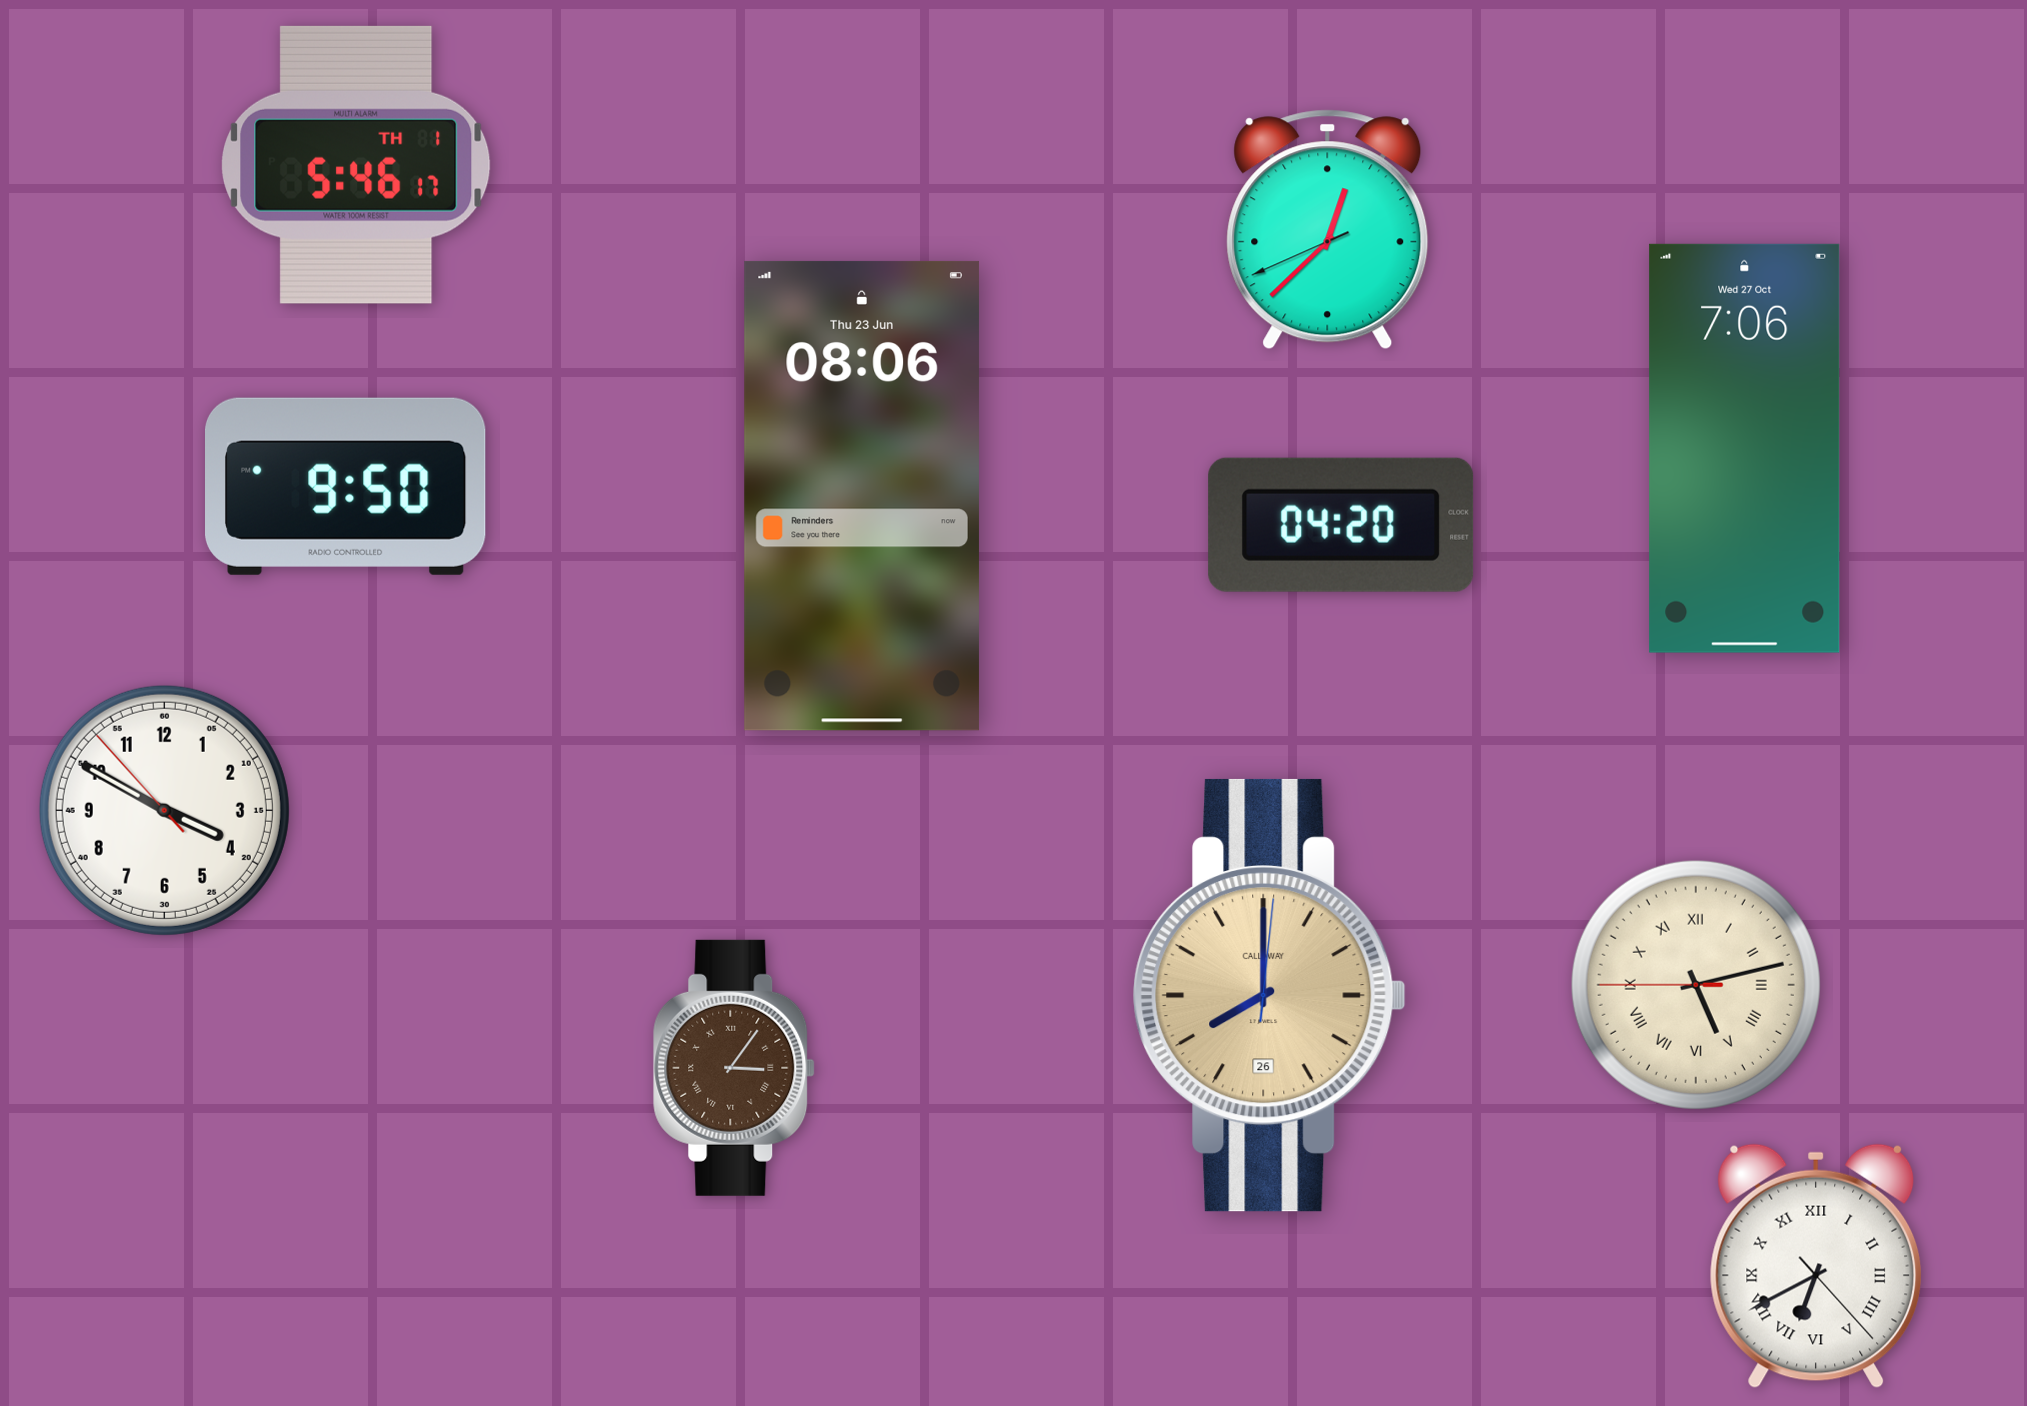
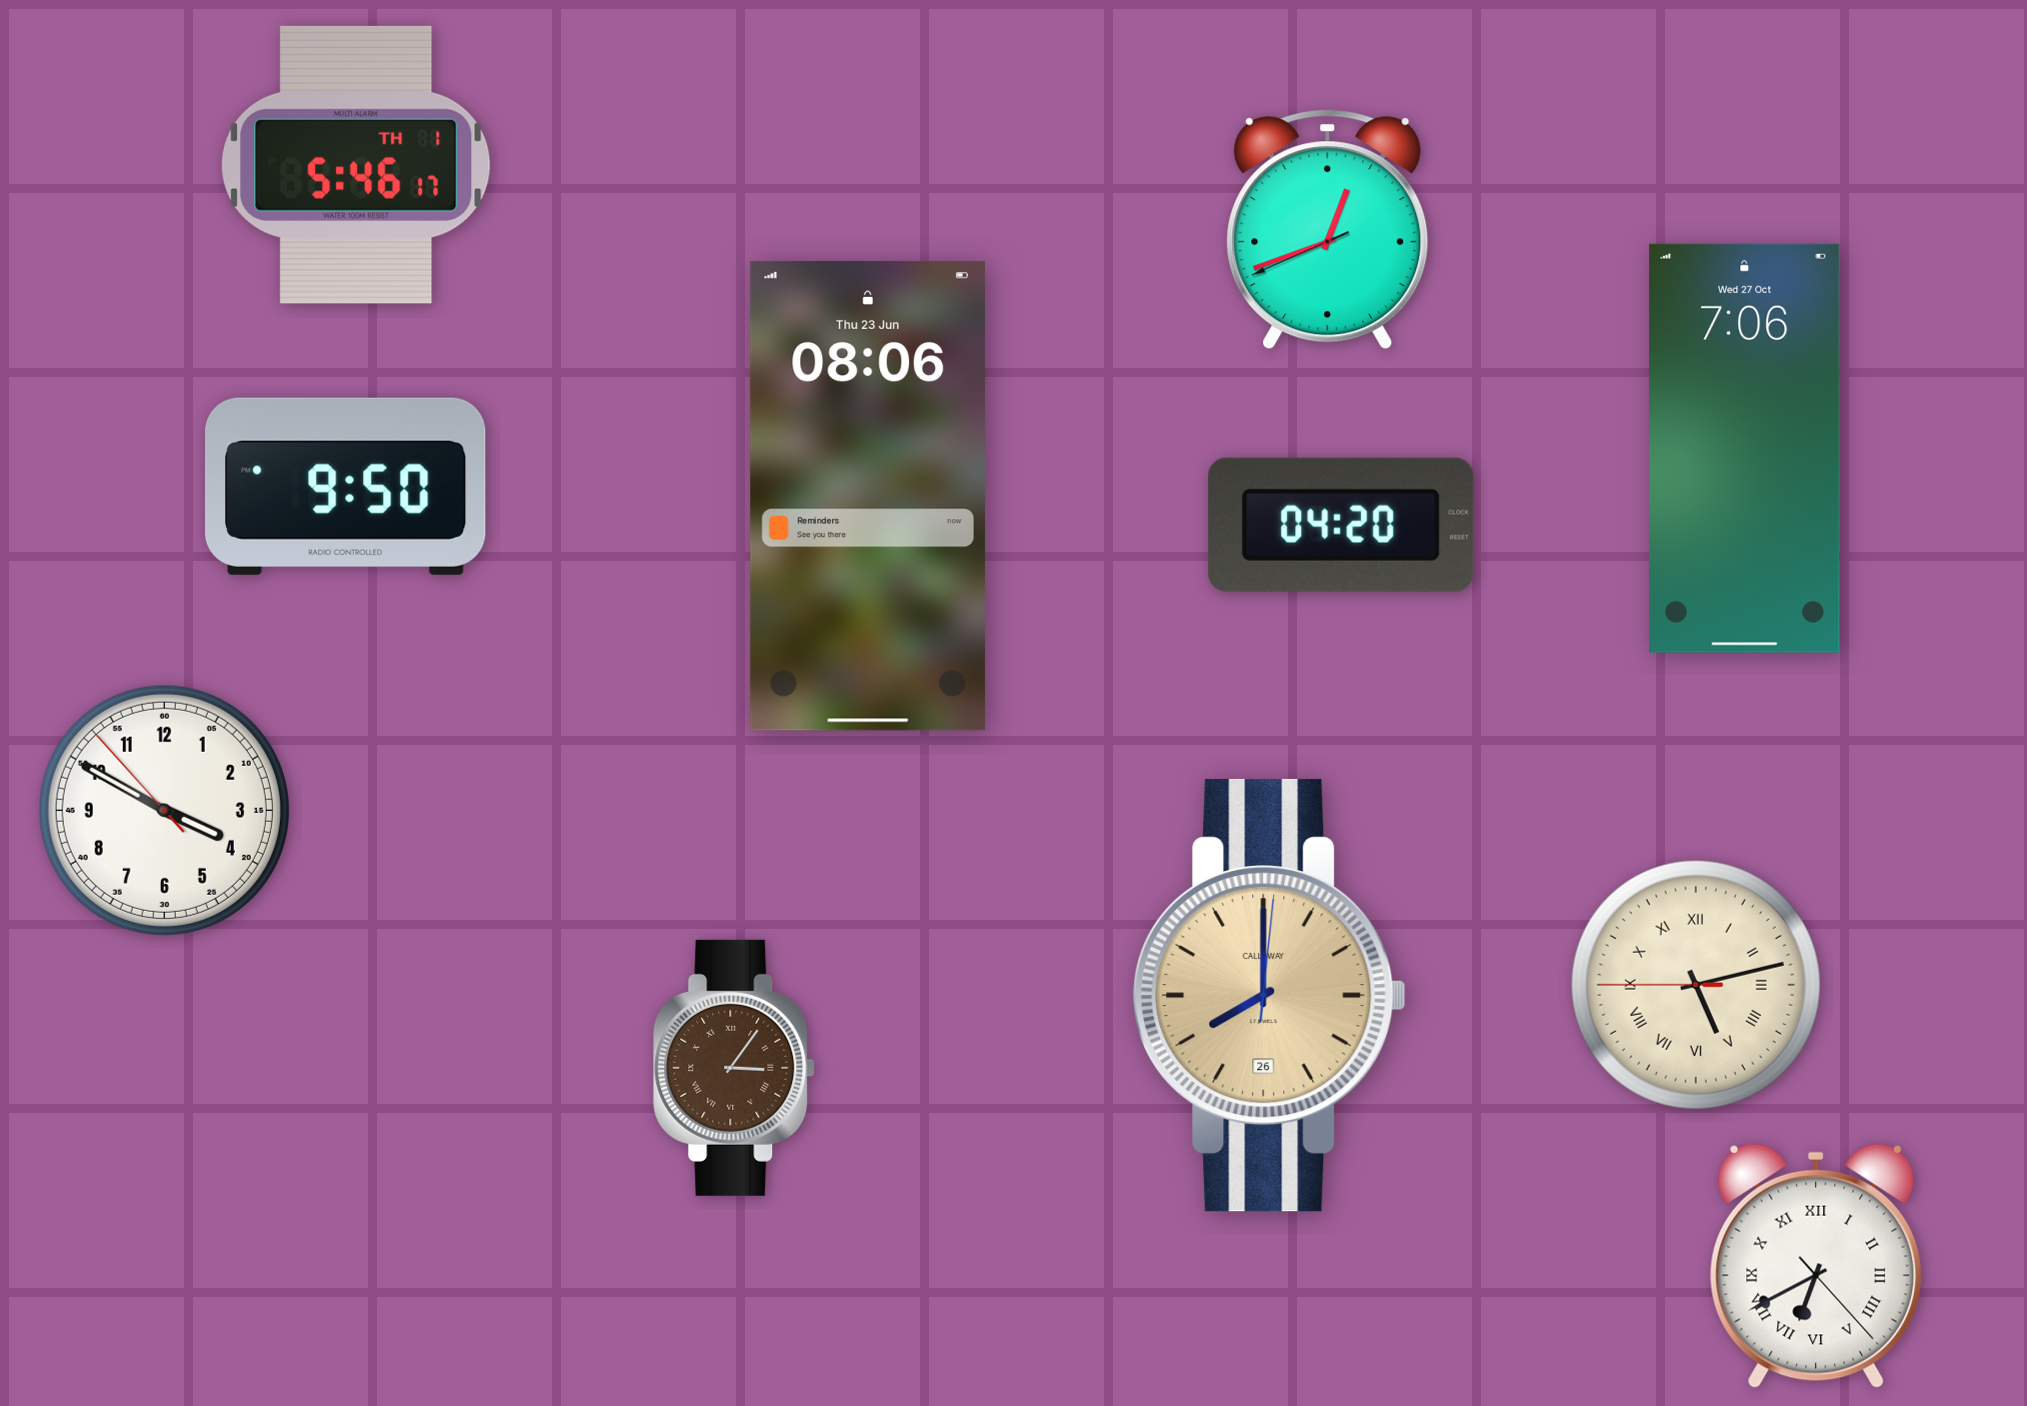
clock at (1328, 230): 12:37 -> 12:41
clock at (862, 496) position: (862, 496) -> (868, 496)
